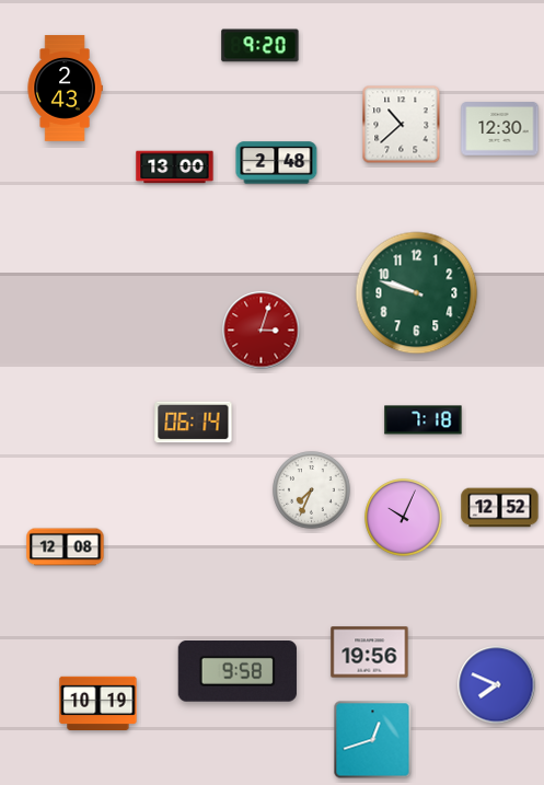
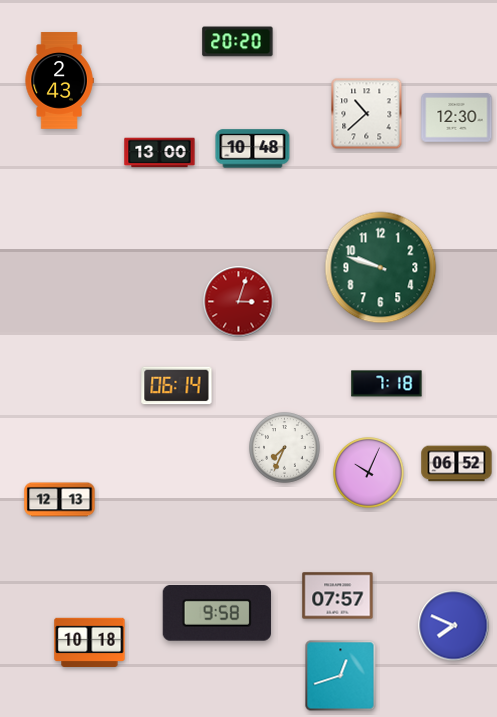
clock at (261, 46): 9:20 -> 20:20
clock at (277, 163): 2:48 -> 10:48
clock at (500, 508): 12:52 -> 06:52
clock at (66, 547): 12:08 -> 12:13
clock at (370, 653): 19:56 -> 07:57
clock at (99, 703): 10:19 -> 10:18
